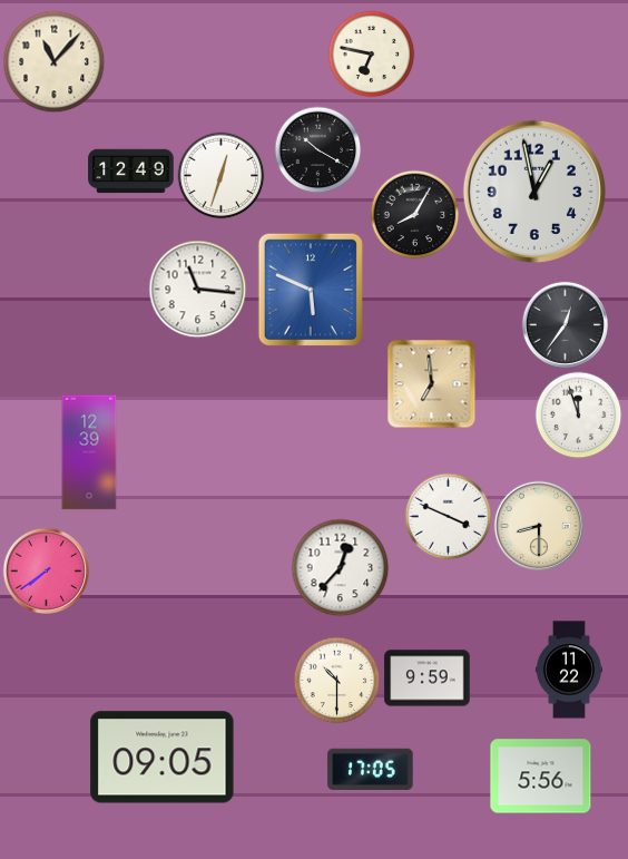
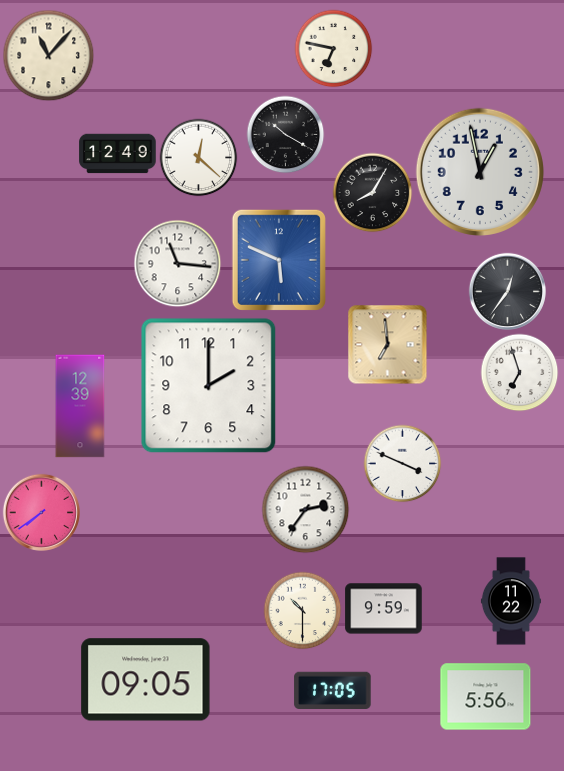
clock at (220, 175): 12:33 -> 12:22
clock at (197, 289) position: (197, 289) -> (177, 263)
clock at (578, 414): 11:57 -> 6:57
clock at (209, 386): none -> 2:00
clock at (539, 526): 8:30 -> none
clock at (340, 567): 12:37 -> 2:36
